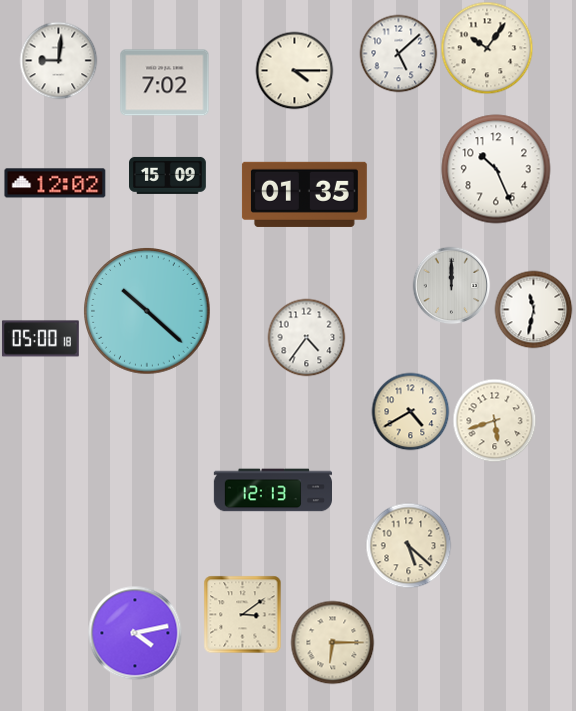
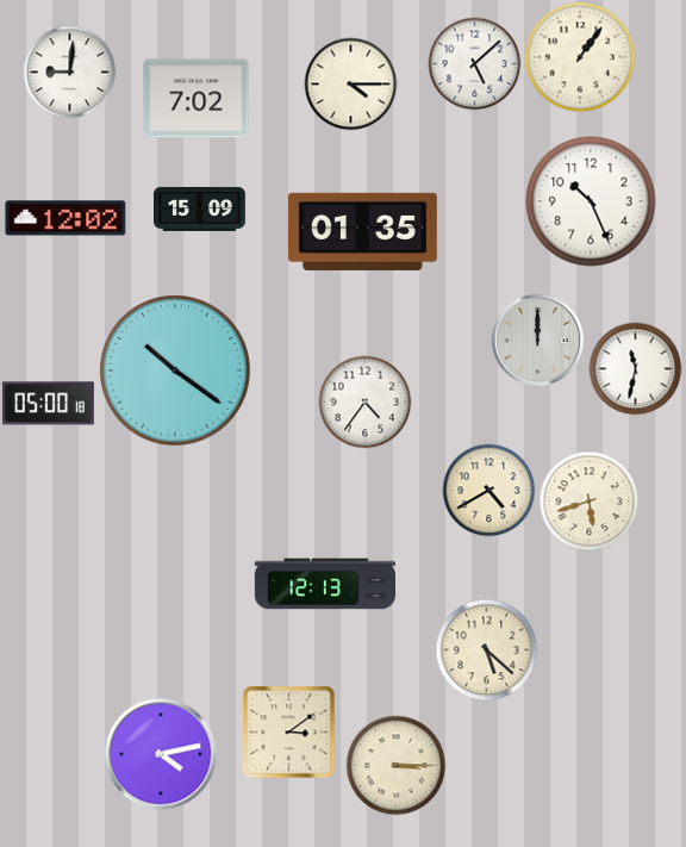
clock at (487, 48): 10:06 -> 1:06
clock at (147, 311): 10:22 -> 10:21
clock at (332, 642): 6:15 -> 3:15
